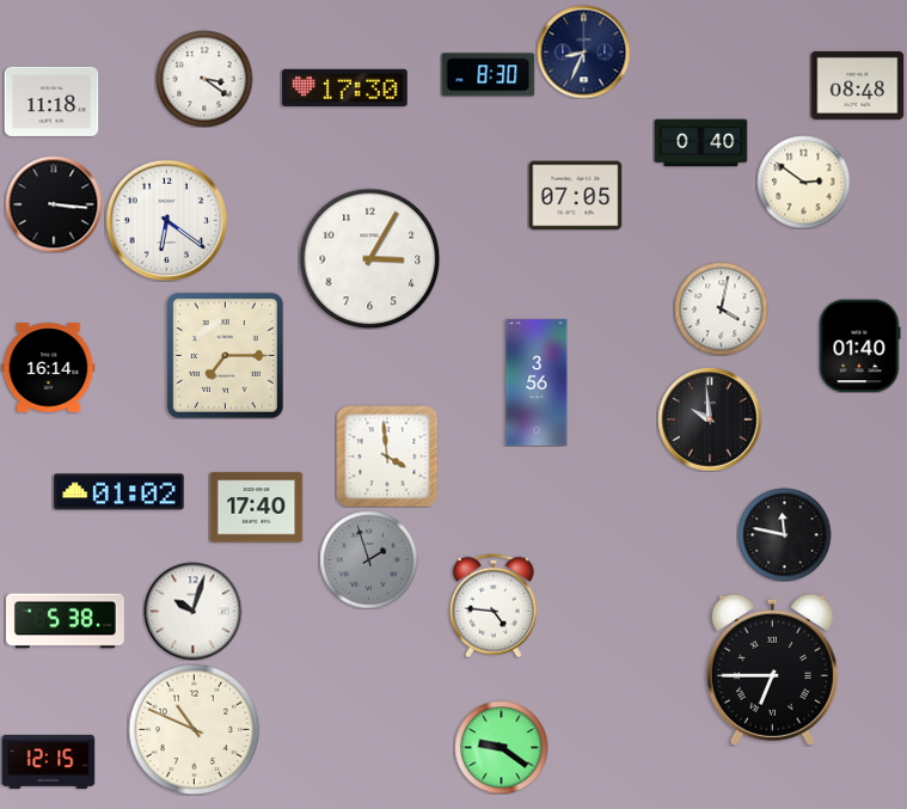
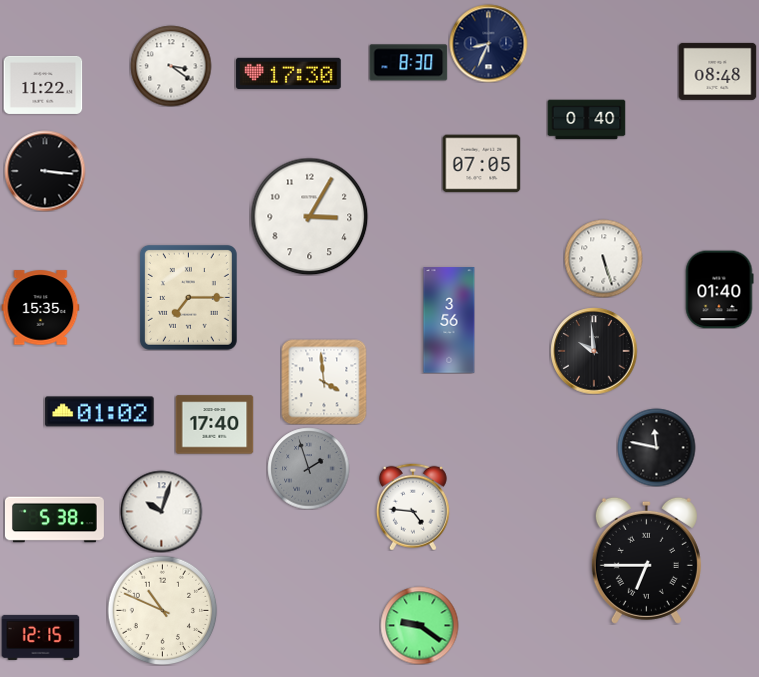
clock at (51, 102): 11:18 -> 11:22
clock at (803, 182): 2:51 -> none
clock at (166, 220): 6:21 -> none
clock at (721, 308): 4:02 -> 5:27
clock at (48, 368): 16:14 -> 15:35
